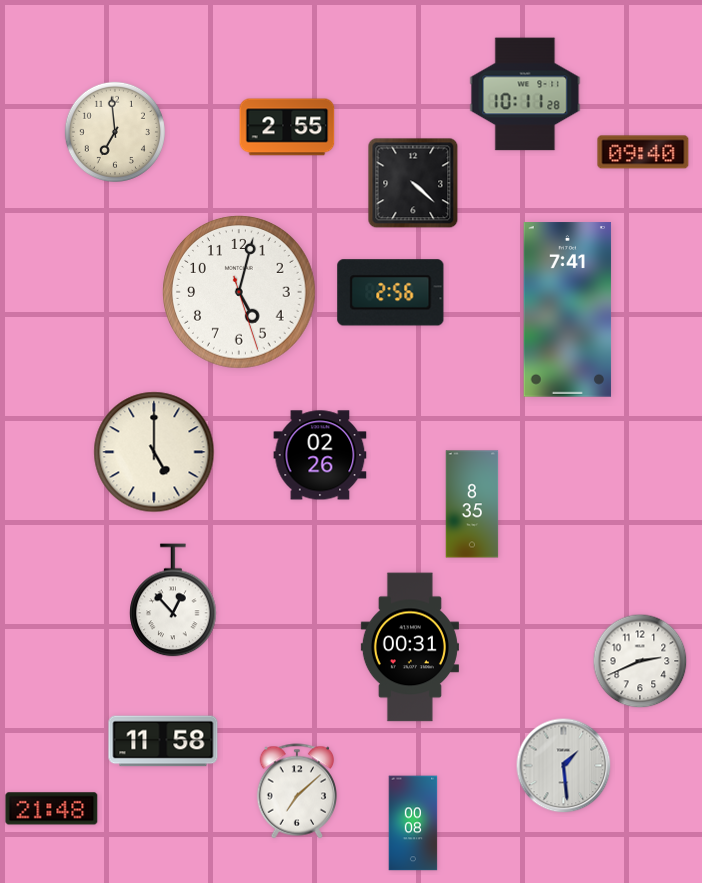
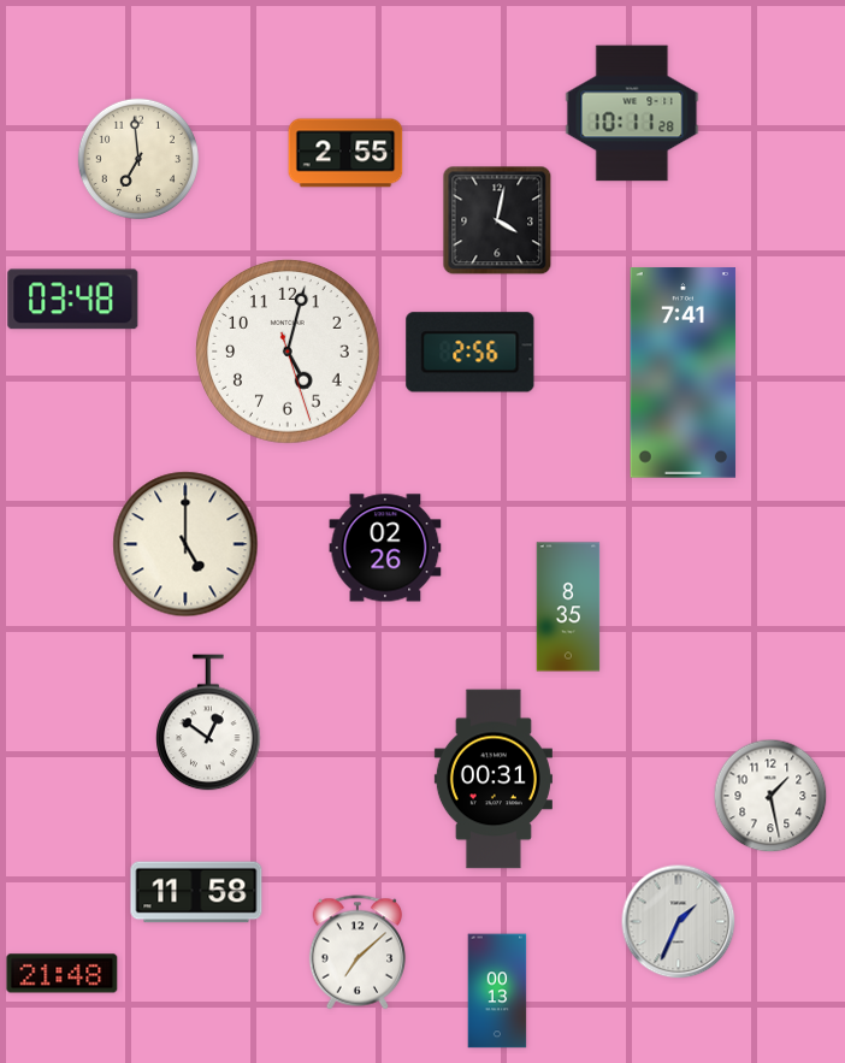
clock at (643, 152): 09:40 -> none
clock at (413, 183): 4:22 -> 4:02
clock at (73, 300): none -> 03:48
clock at (173, 600): 12:53 -> 12:51
clock at (640, 661): 2:41 -> 1:28
clock at (564, 766): 1:29 -> 1:34
clock at (413, 823): 00:08 -> 00:13
